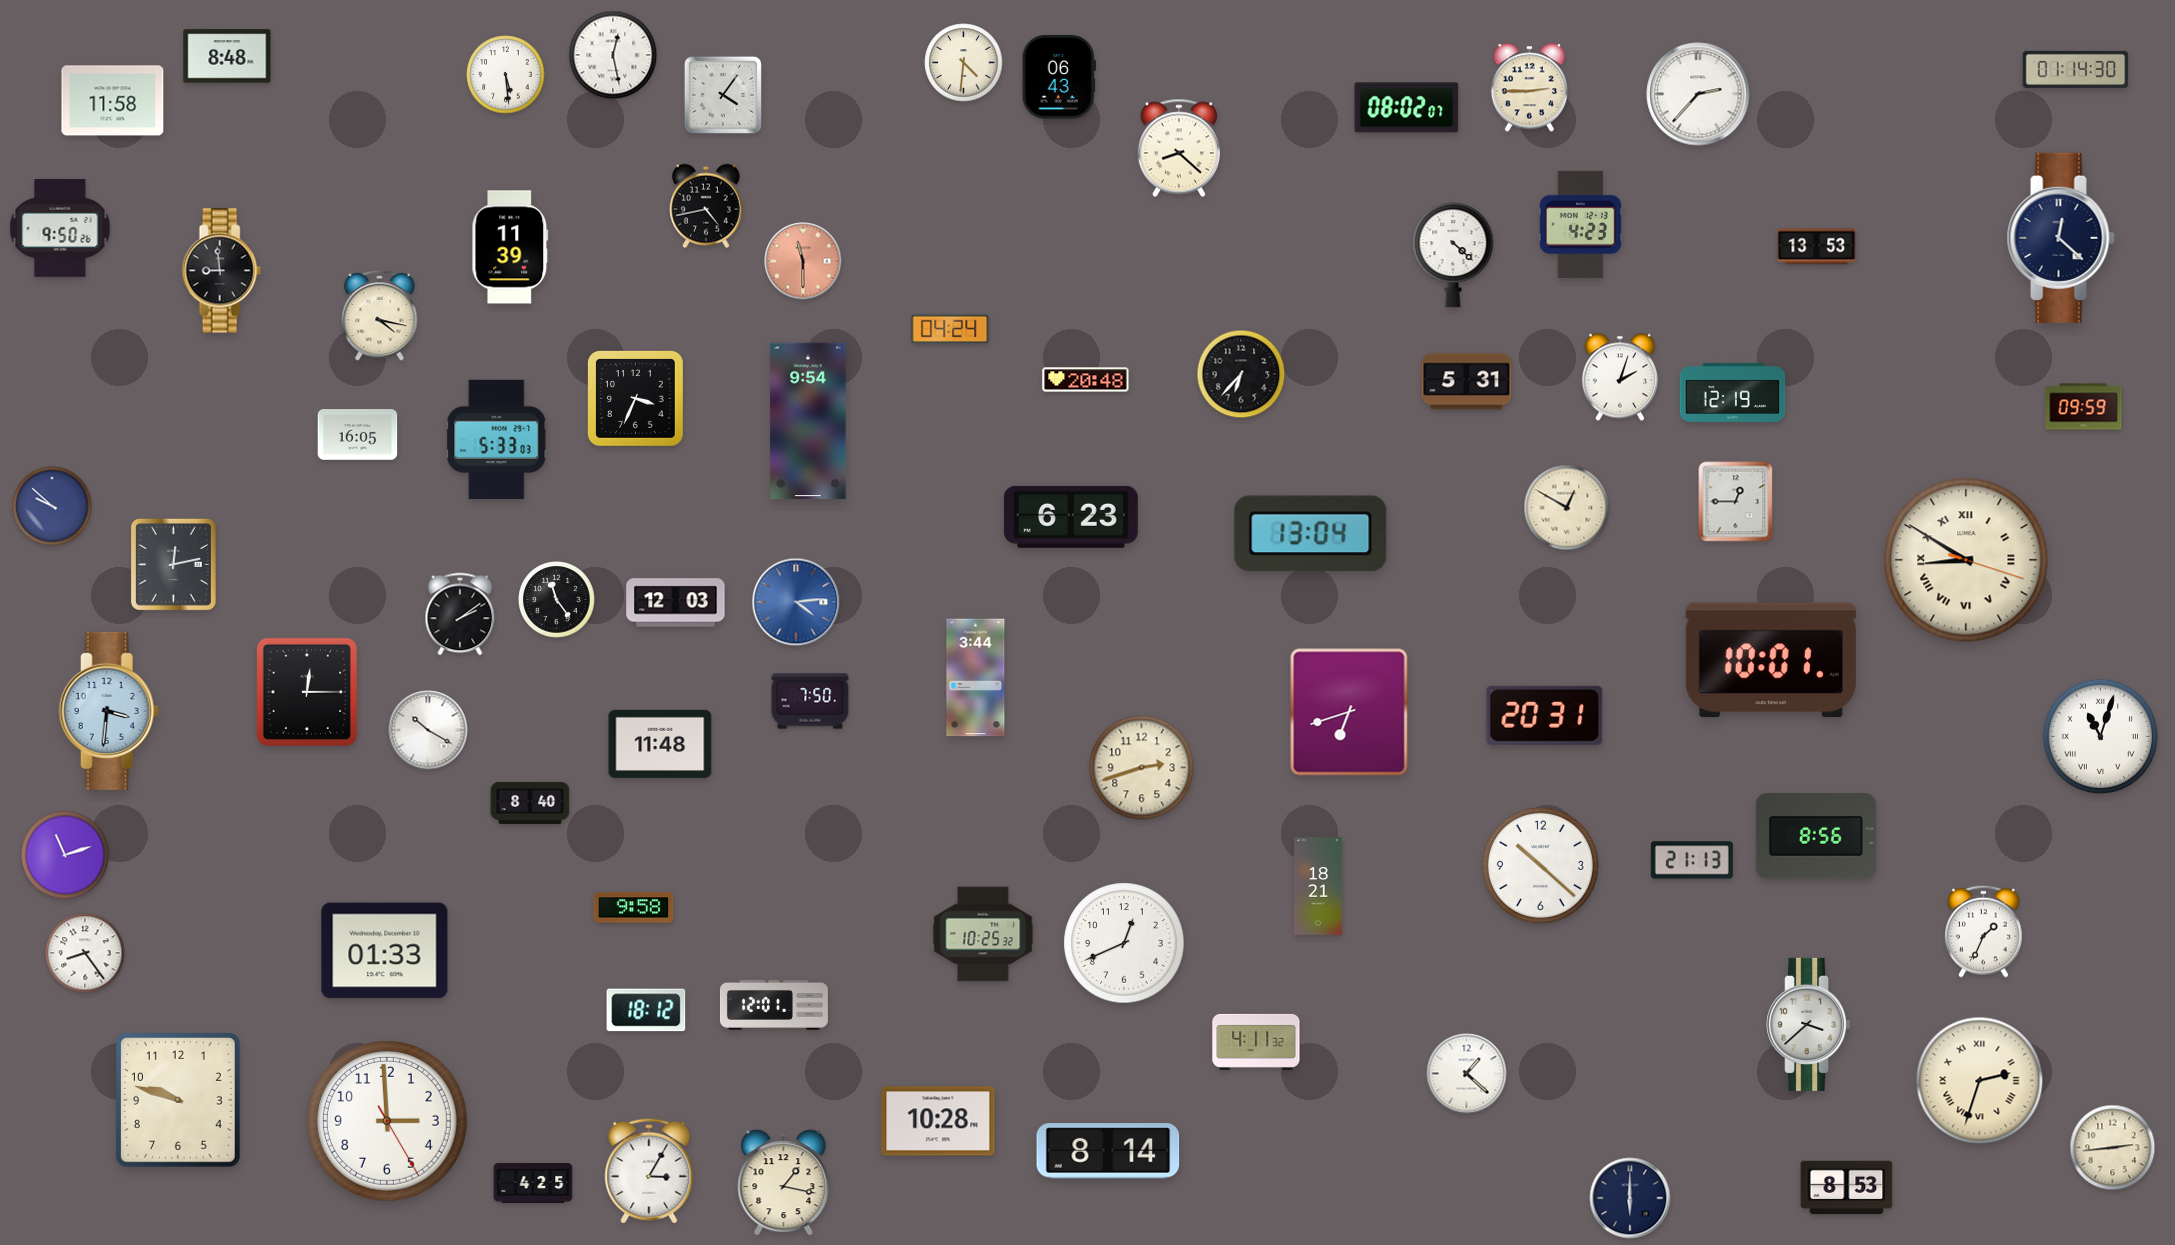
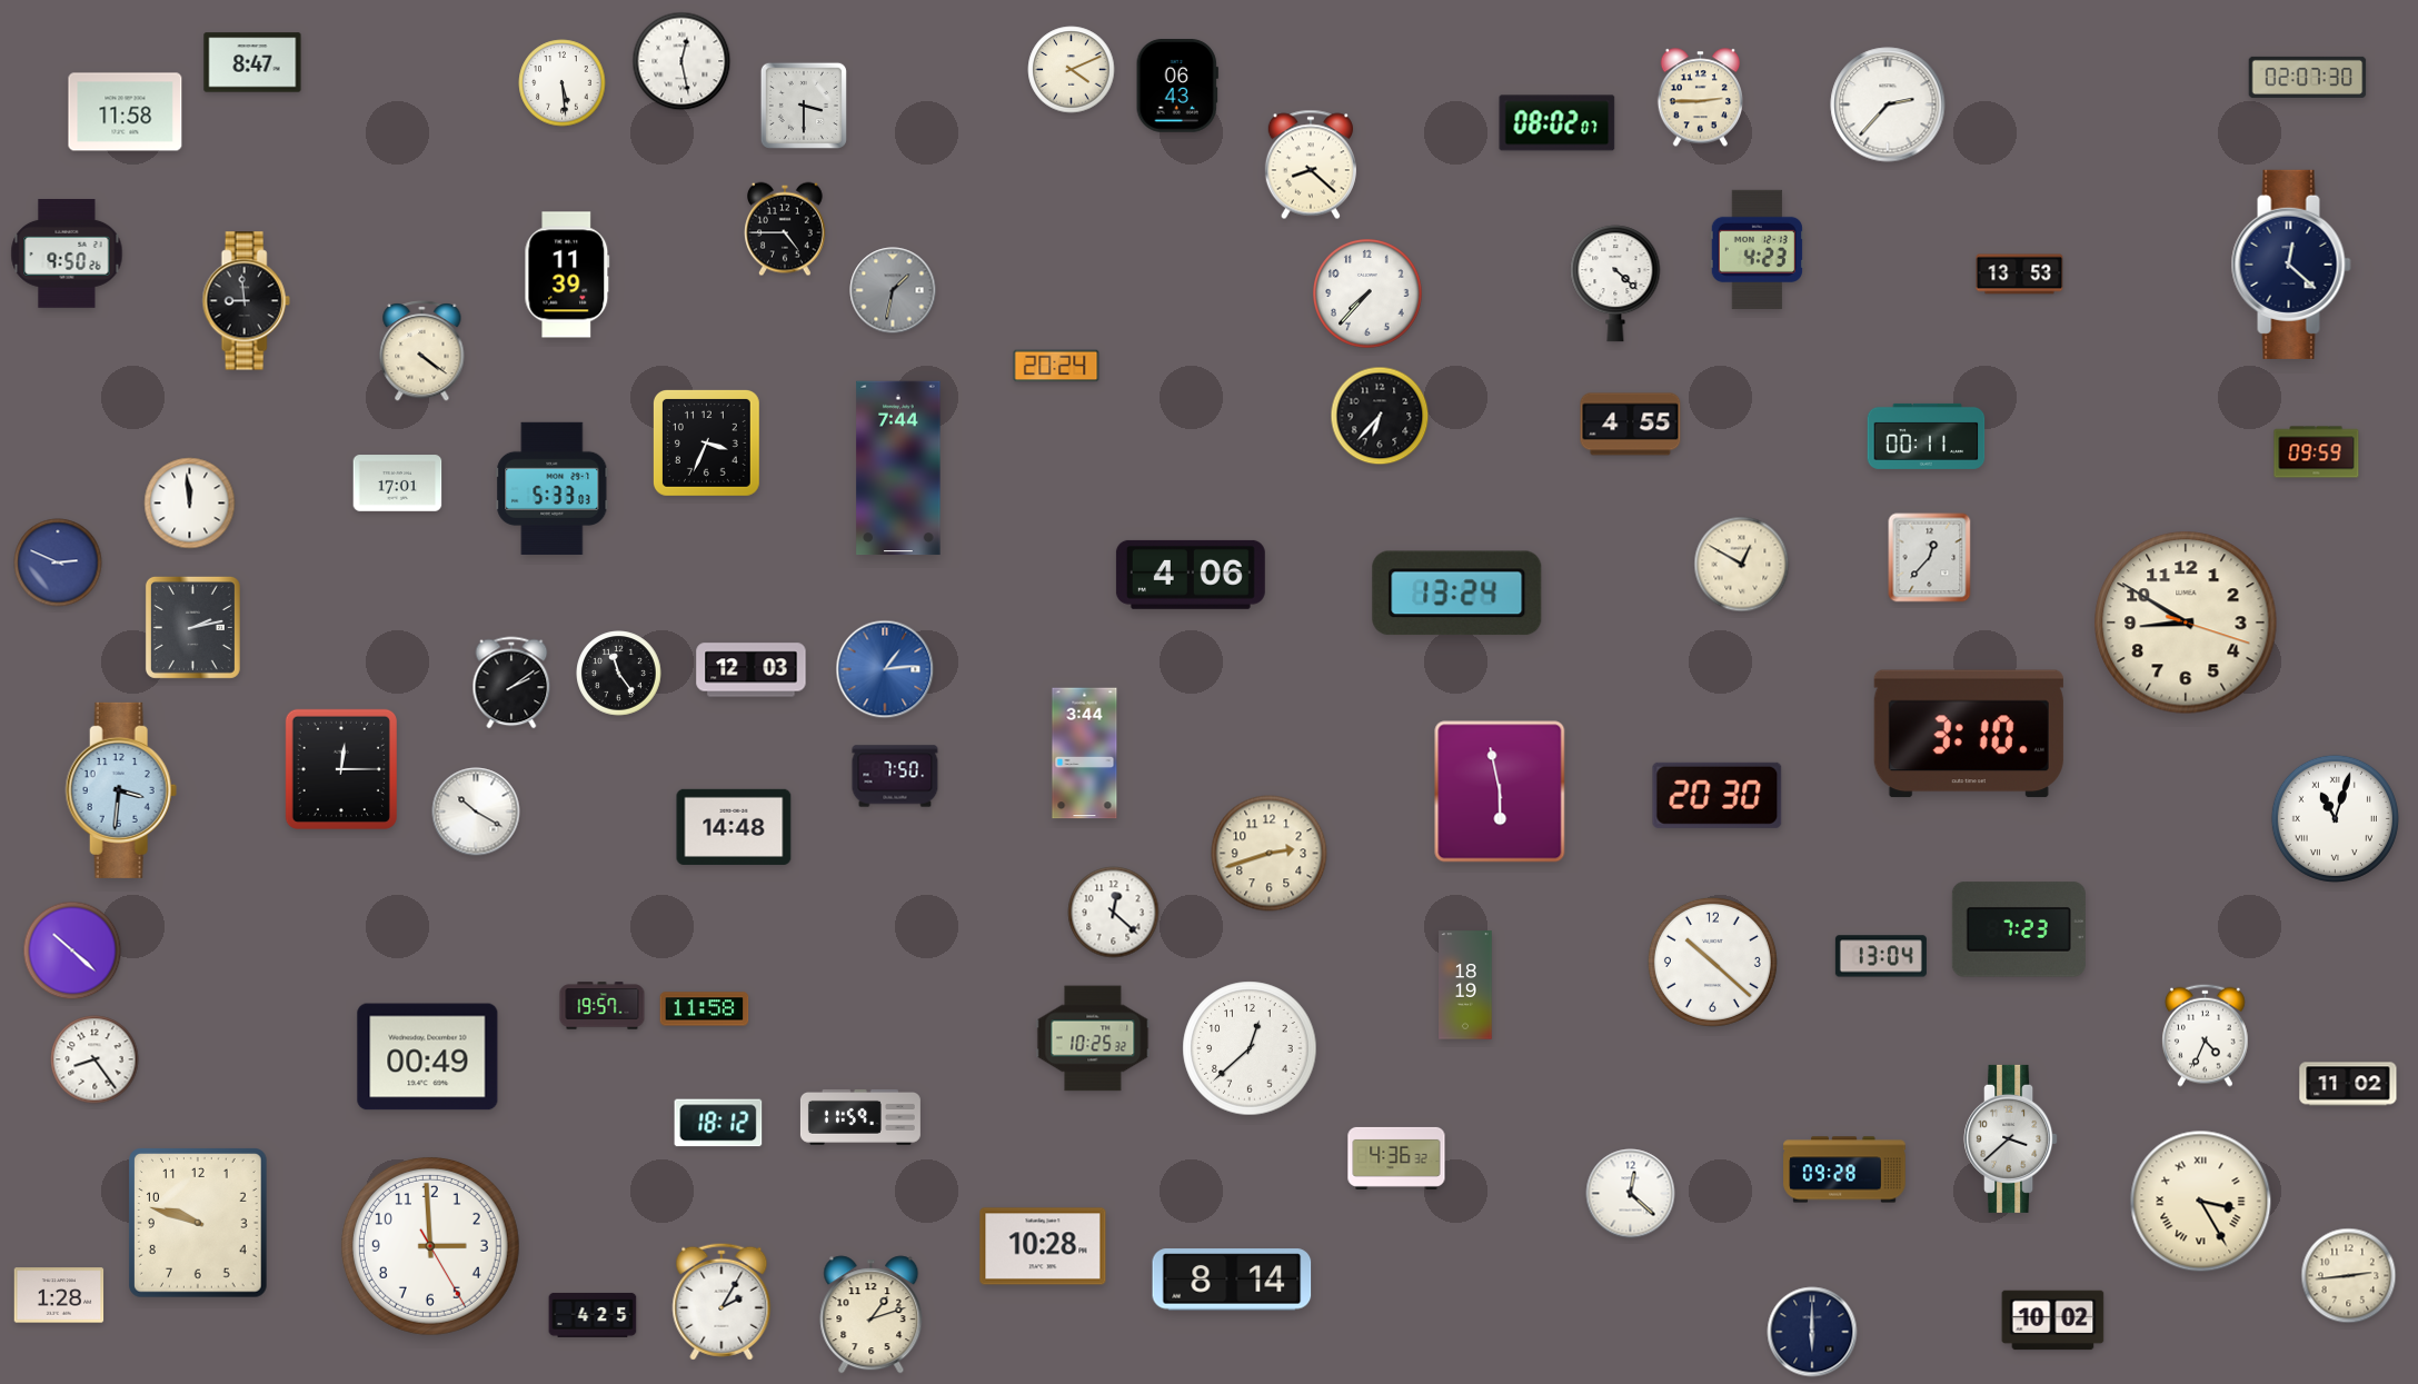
clock at (227, 56): 8:48 -> 8:47
clock at (964, 63): 4:31 -> 4:11
clock at (2076, 69): 01:14 -> 02:07
clock at (723, 95): 4:06 -> 3:30
clock at (1407, 108) position: (1407, 108) -> (1558, 123)
clock at (707, 206): 4:43 -> 4:45
clock at (803, 261): 11:30 -> 1:32
clock at (803, 261) dial: salmon -> grey
clock at (1367, 293): none -> 7:37
clock at (380, 316): 4:17 -> 4:21
clock at (950, 329): 04:24 -> 20:24
clock at (1620, 377): 2:03 -> none
clock at (1086, 380): 20:48 -> none
clock at (1467, 382): 5:31 -> 4:55
clock at (1733, 392): 12:19 -> 00:11
clock at (808, 421): 9:54 -> 7:44
clock at (358, 435): 16:05 -> 17:01
clock at (190, 504): none -> 11:59
clock at (1736, 502): 12:45 -> 12:37
clock at (52, 506): 9:52 -> 2:49
clock at (1071, 517): 6:23 -> 4:06
clock at (1311, 534): 13:04 -> 13:24
clock at (1966, 560) numerals: Roman -> Arabic
clock at (173, 564): 12:13 -> 2:13
clock at (557, 600) position: (557, 600) -> (619, 674)
clock at (796, 602): 4:14 -> 1:14
clock at (1771, 660): 10:01 -> 3:10
clock at (810, 701) position: (810, 701) -> (895, 776)
clock at (1349, 712): 6:42 -> 5:58
clock at (1545, 715): 20:31 -> 20:30
clock at (660, 744): 11:48 -> 14:48
clock at (530, 803): 8:40 -> none
clock at (1114, 913): none -> 12:22
clock at (1816, 836): 8:56 -> 7:23
clock at (65, 855): 11:12 -> 10:22
clock at (1692, 860): 21:13 -> 13:04
clock at (1318, 886): 18:21 -> 18:19
clock at (603, 1006): none -> 19:57
clock at (634, 908): 9:58 -> 11:58
clock at (1984, 931): 1:34 -> 4:34
clock at (1124, 943): 12:41 -> 12:38
clock at (385, 951): 01:33 -> 00:49
clock at (2348, 1084): none -> 11:02
clock at (774, 1005): 12:01 -> 11:59
clock at (1256, 1042): 4:11 -> 4:36
clock at (1844, 1169): none -> 09:28
clock at (1467, 1074): 1:22 -> 12:22
clock at (1980, 1081): 2:33 -> 3:25
clock at (59, 1295): none -> 1:28
clock at (649, 1171): 3:05 -> 2:05
clock at (784, 1183): 1:17 -> 1:12
clock at (1847, 1188): 8:53 -> 10:02
